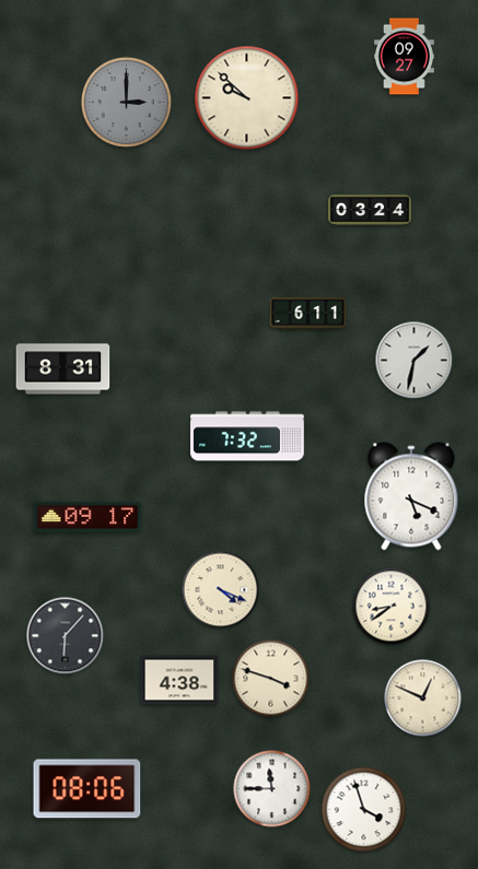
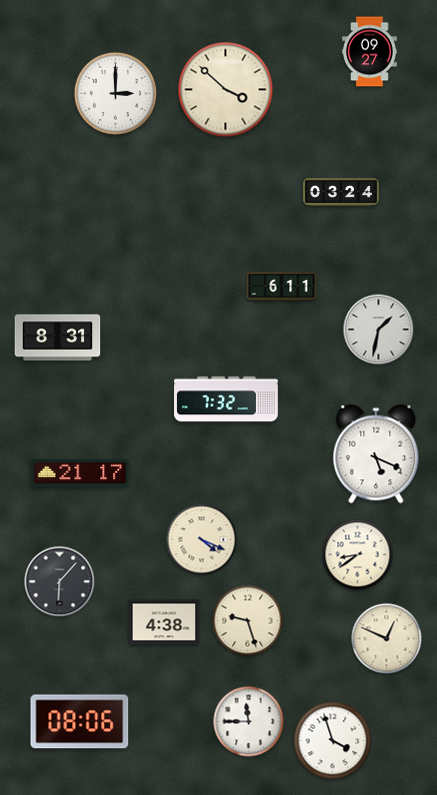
clock at (247, 98): 9:52 -> 3:52
clock at (126, 102) dial: grey -> white
clock at (371, 210) position: (371, 210) -> (342, 192)
clock at (88, 517): 09:17 -> 21:17
clock at (271, 679): 3:48 -> 9:27
